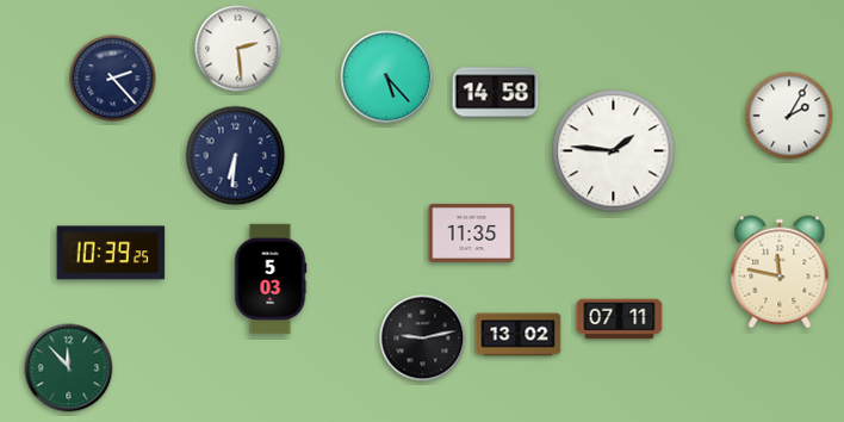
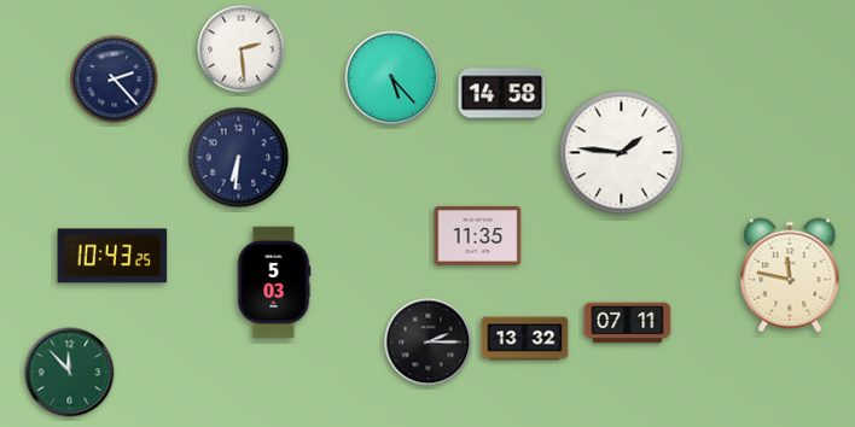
clock at (789, 116): 2:05 -> none
clock at (111, 253): 10:39 -> 10:43
clock at (519, 335): 13:02 -> 13:32
clock at (423, 339): 9:13 -> 2:15
